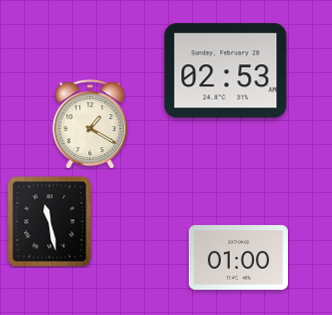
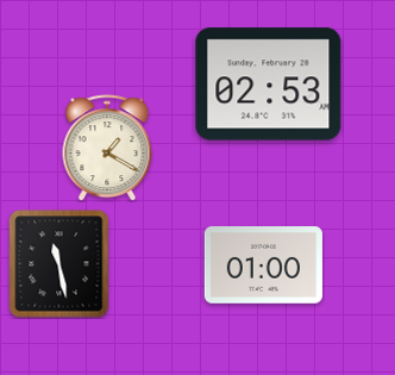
clock at (238, 258) position: (238, 258) -> (263, 265)
